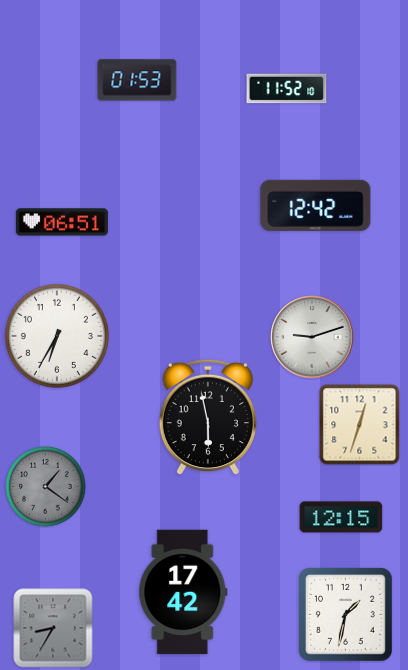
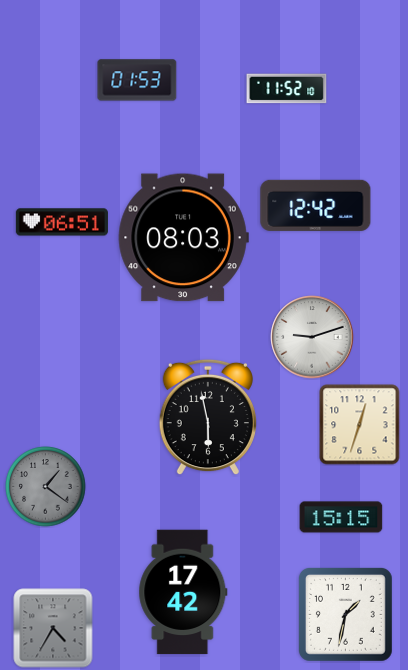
clock at (183, 238): none -> 08:03
clock at (57, 336): 6:35 -> none
clock at (341, 517): 12:15 -> 15:15
clock at (53, 628): 8:35 -> 4:35
